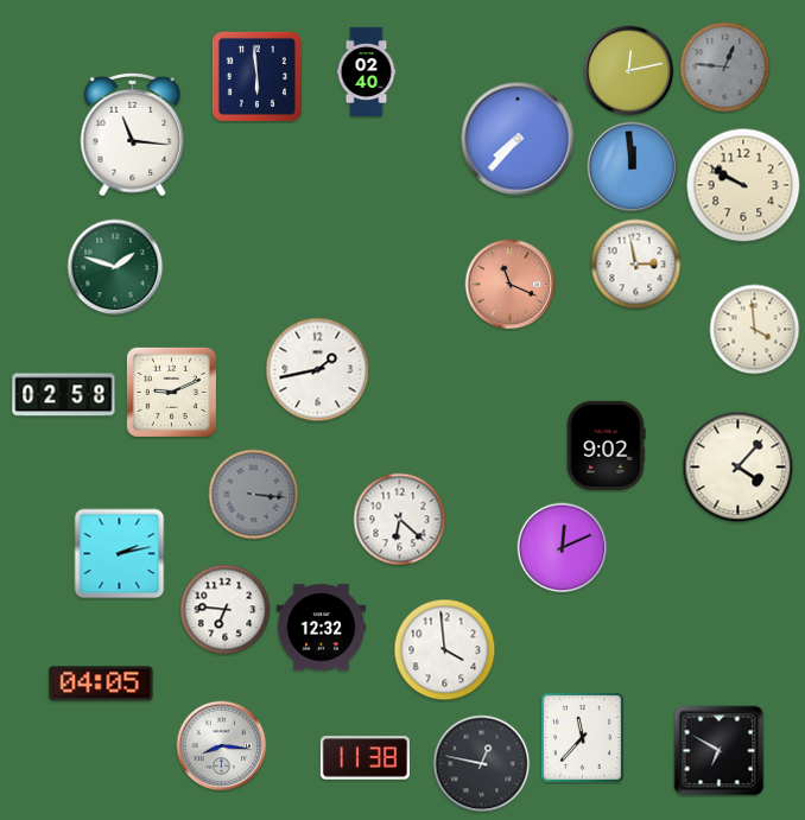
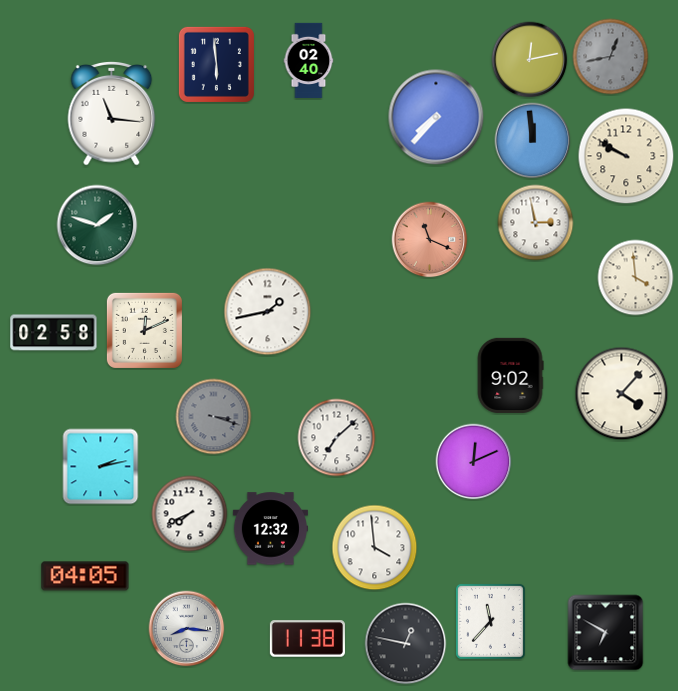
clock at (725, 68): 12:46 -> 12:43
clock at (171, 392): 9:11 -> 12:11
clock at (254, 495): 3:16 -> 3:18
clock at (400, 520): 6:22 -> 7:08
clock at (226, 610): 6:46 -> 7:41
